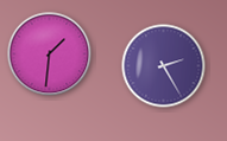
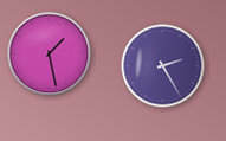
clock at (50, 55): 1:31 -> 1:28
